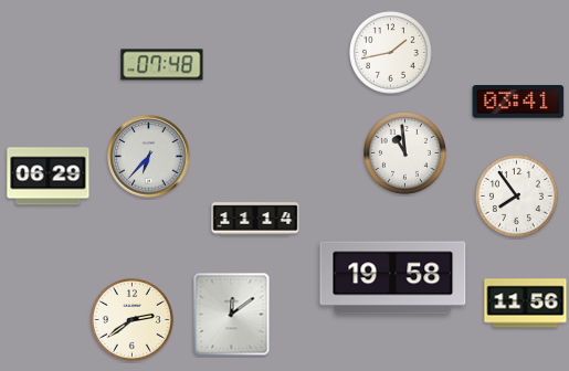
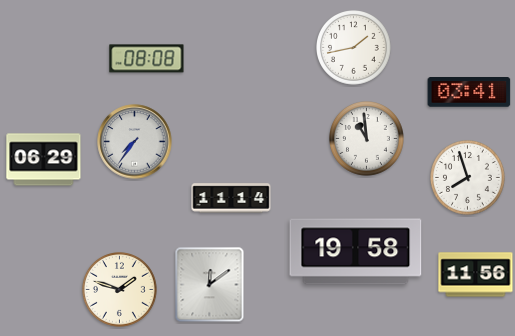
clock at (162, 65): 07:48 -> 08:08
clock at (149, 157): 6:37 -> 7:36
clock at (517, 197): 7:54 -> 7:57
clock at (133, 320): 2:39 -> 1:48
